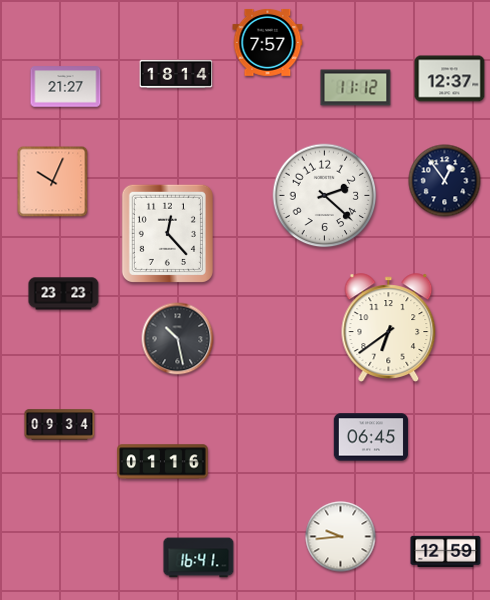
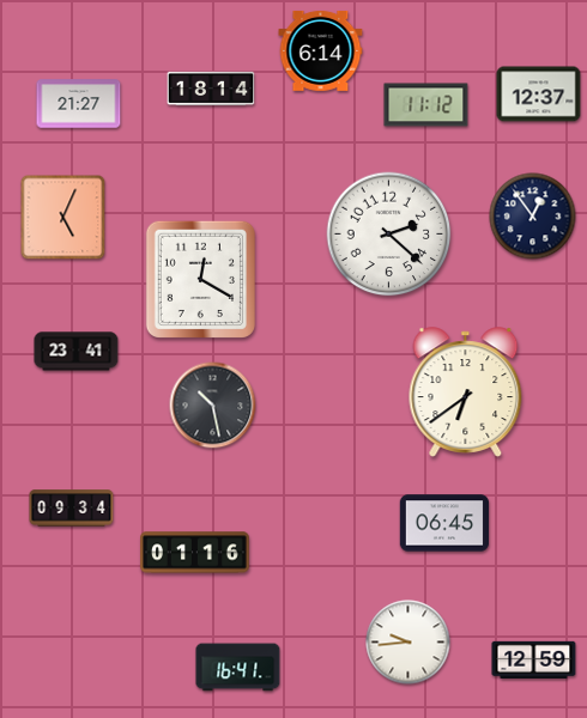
clock at (268, 42): 7:57 -> 6:14
clock at (53, 182): 10:04 -> 5:04
clock at (167, 233): 12:23 -> 12:20
clock at (64, 294): 23:23 -> 23:41
